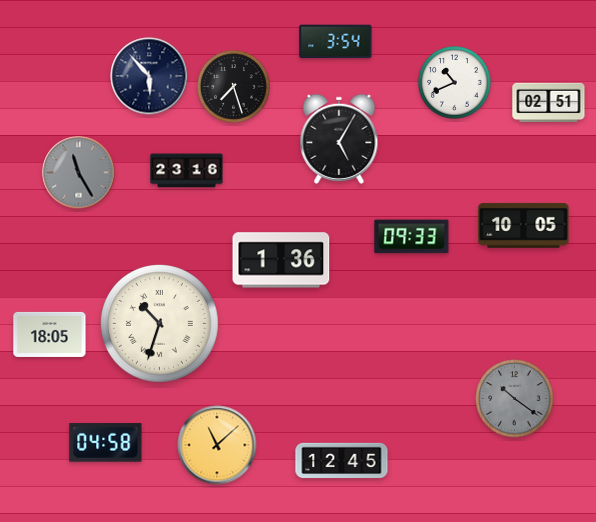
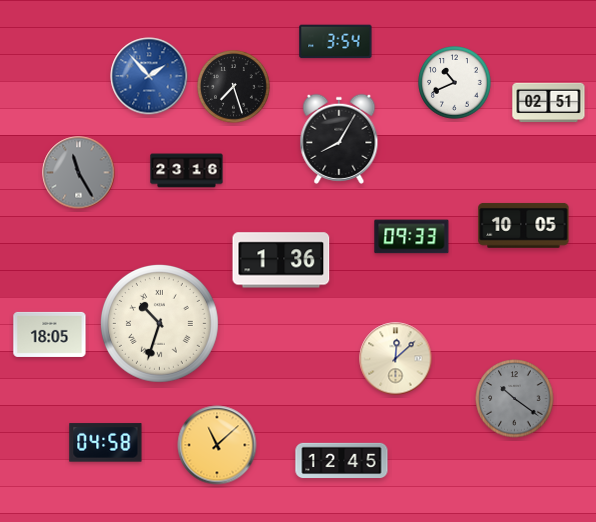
clock at (149, 76): 5:53 -> 1:53
clock at (149, 76) dial: navy -> blue
clock at (339, 139): 5:05 -> 8:05
clock at (396, 359): none -> 12:08
